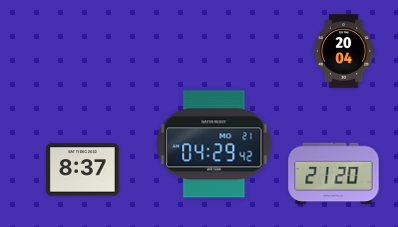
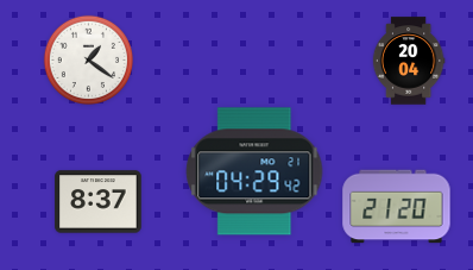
clock at (88, 59): none -> 1:21
